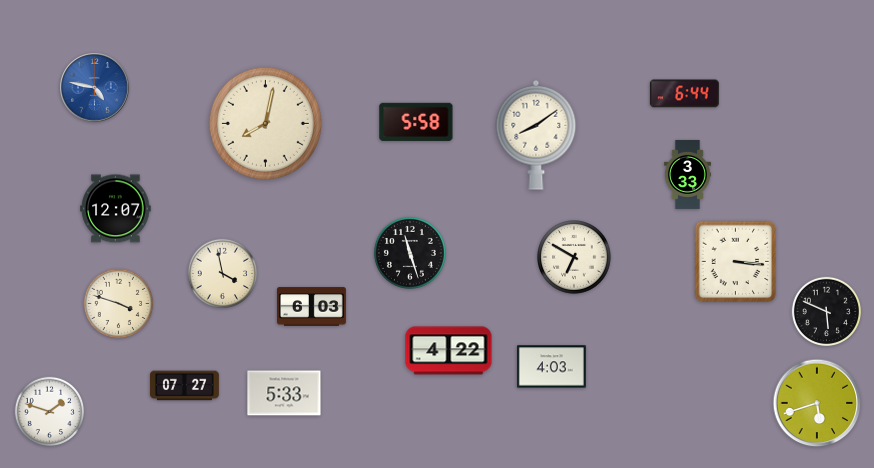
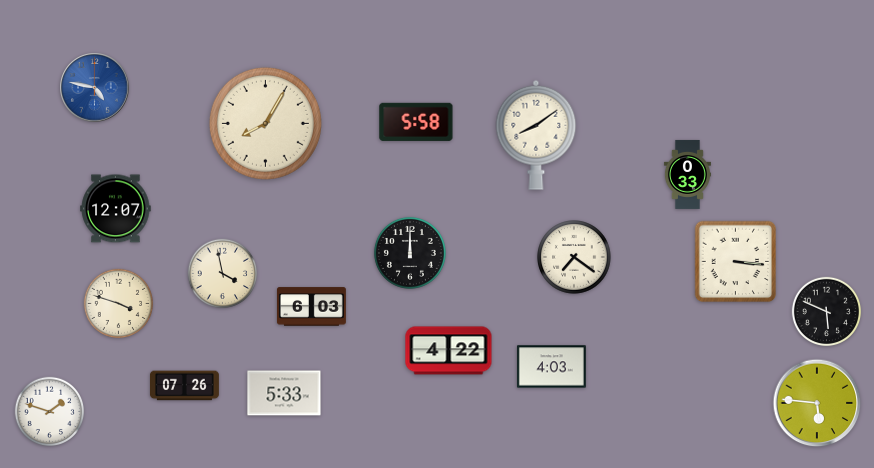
clock at (684, 94): 6:44 -> none
clock at (265, 123): 8:02 -> 8:05
clock at (687, 175): 3:33 -> 0:33
clock at (410, 253): 11:27 -> 12:00
clock at (574, 257): 6:50 -> 7:21
clock at (184, 386): 07:27 -> 07:26
clock at (817, 403): 5:42 -> 5:46
